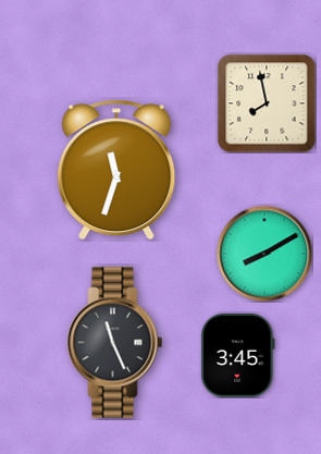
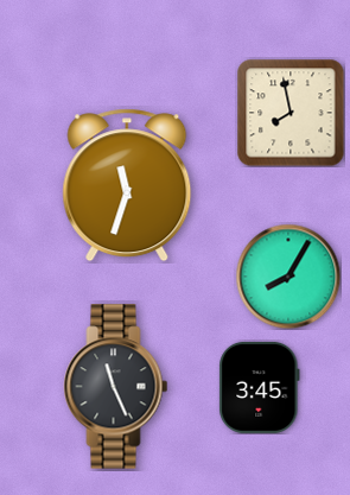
clock at (264, 254): 8:10 -> 8:05
clock at (115, 343) position: (115, 343) -> (116, 387)
